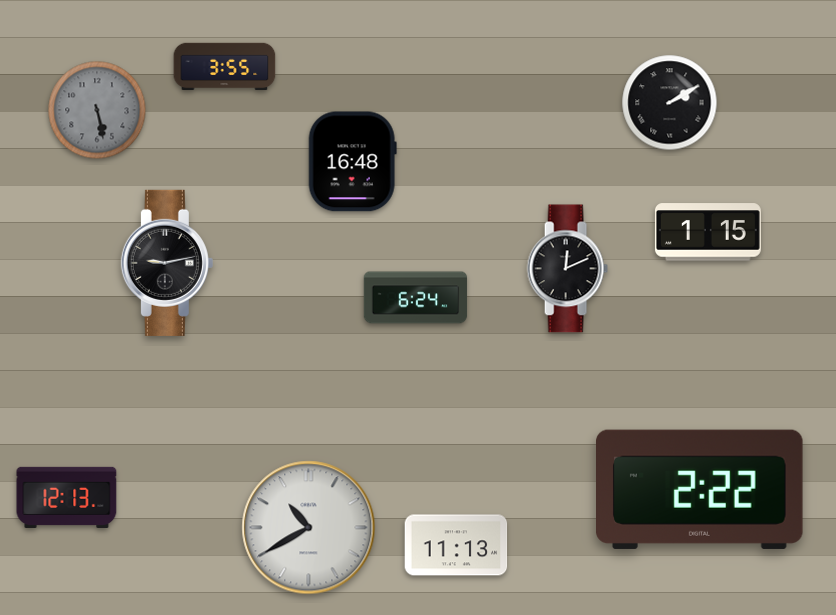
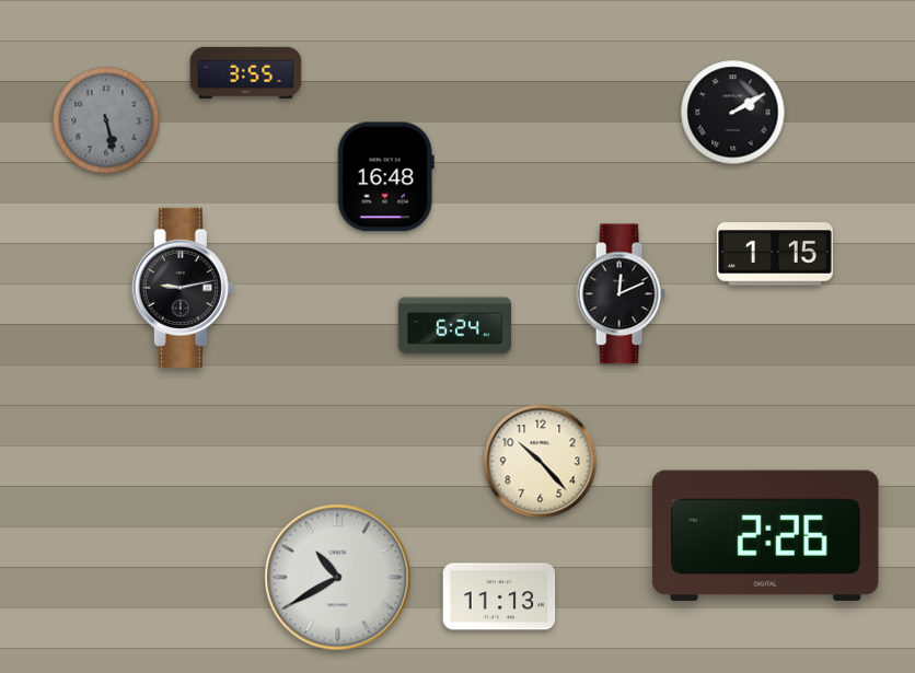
clock at (541, 462): none -> 10:23
clock at (700, 489): 2:22 -> 2:26
clock at (67, 497): 12:13 -> none
